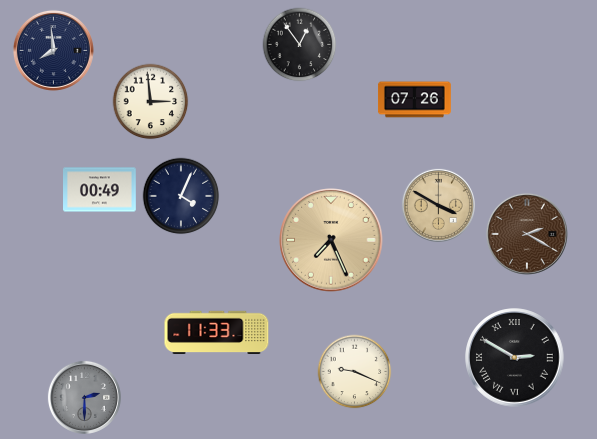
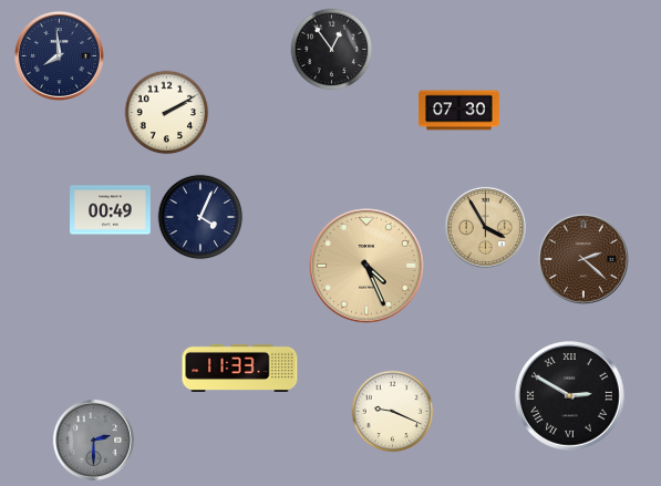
clock at (415, 100): 07:26 -> 07:30
clock at (151, 102): 2:59 -> 2:10
clock at (438, 205): 3:50 -> 3:55
clock at (527, 234): 2:20 -> 2:22
clock at (331, 240): 7:26 -> 4:26
